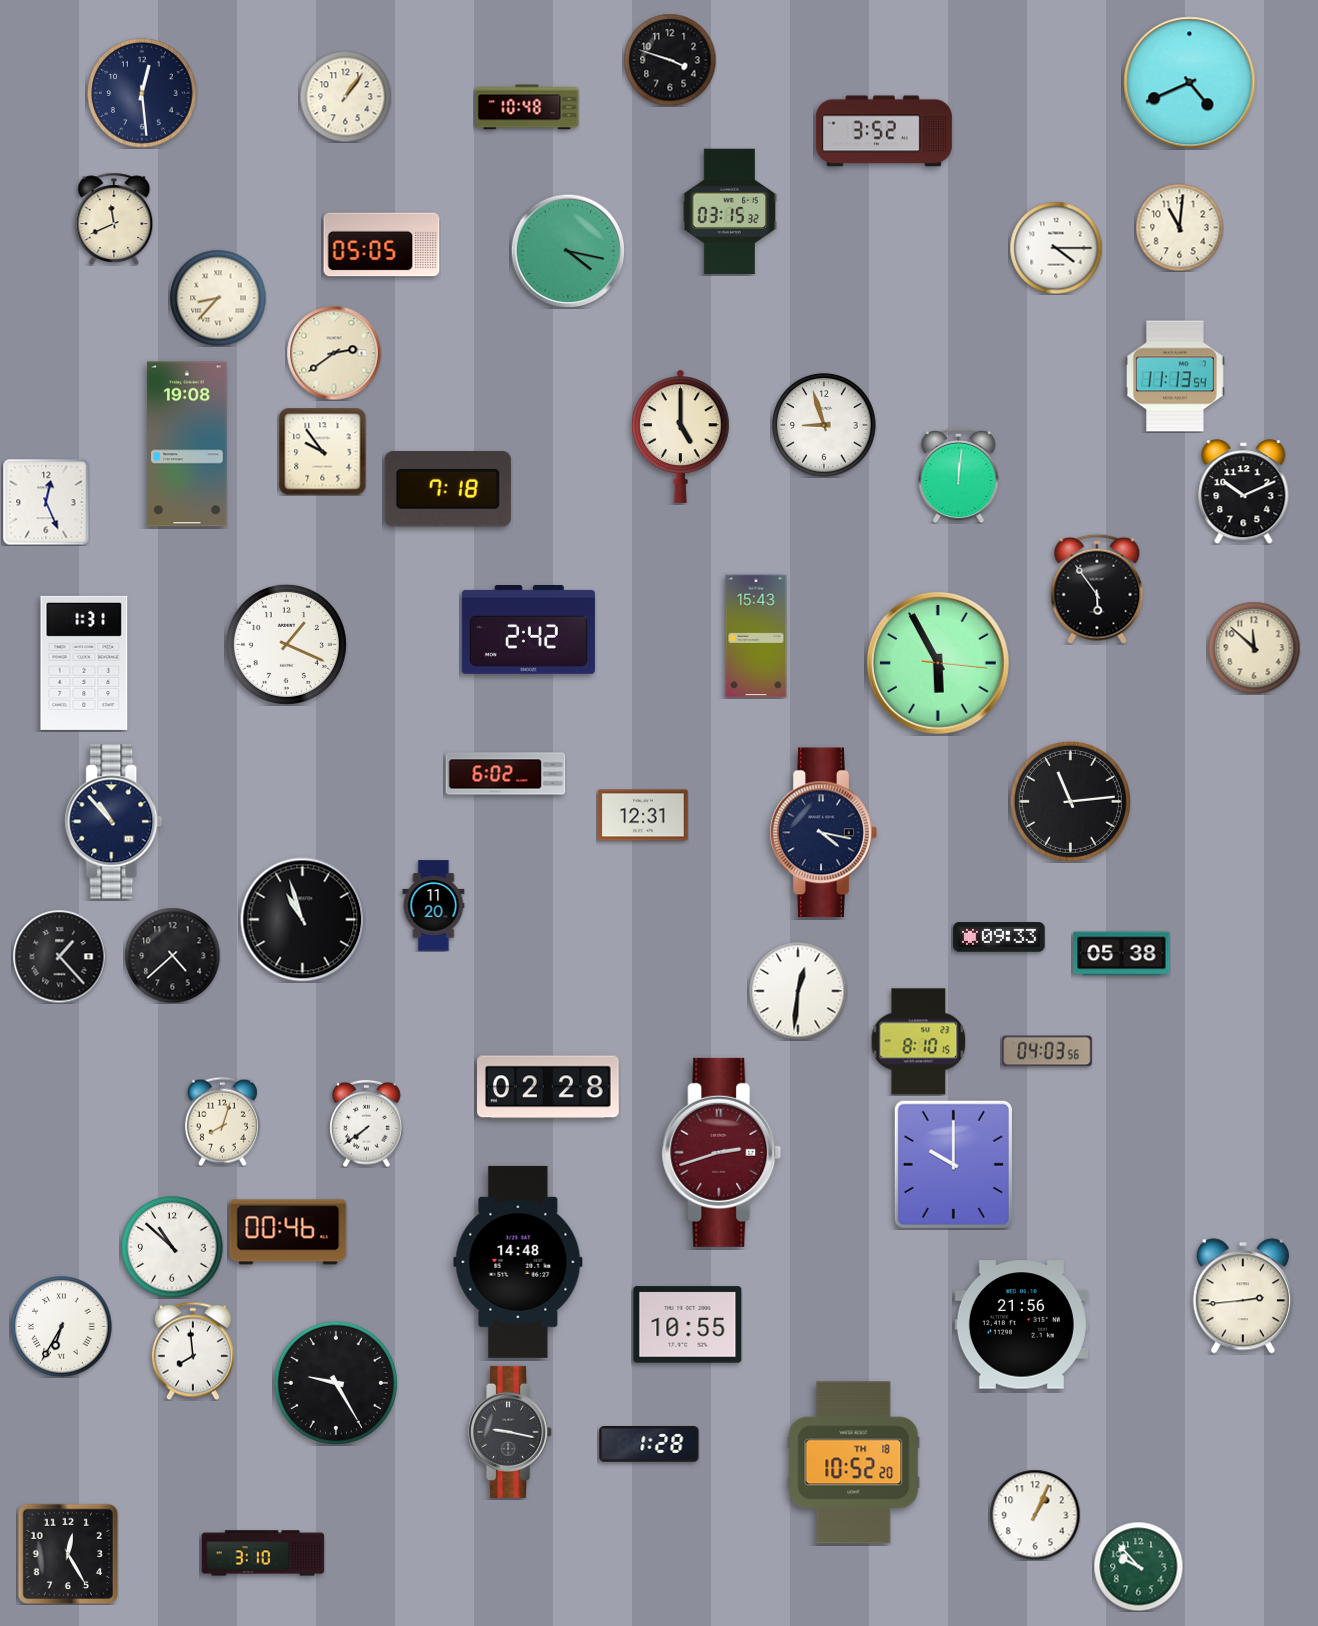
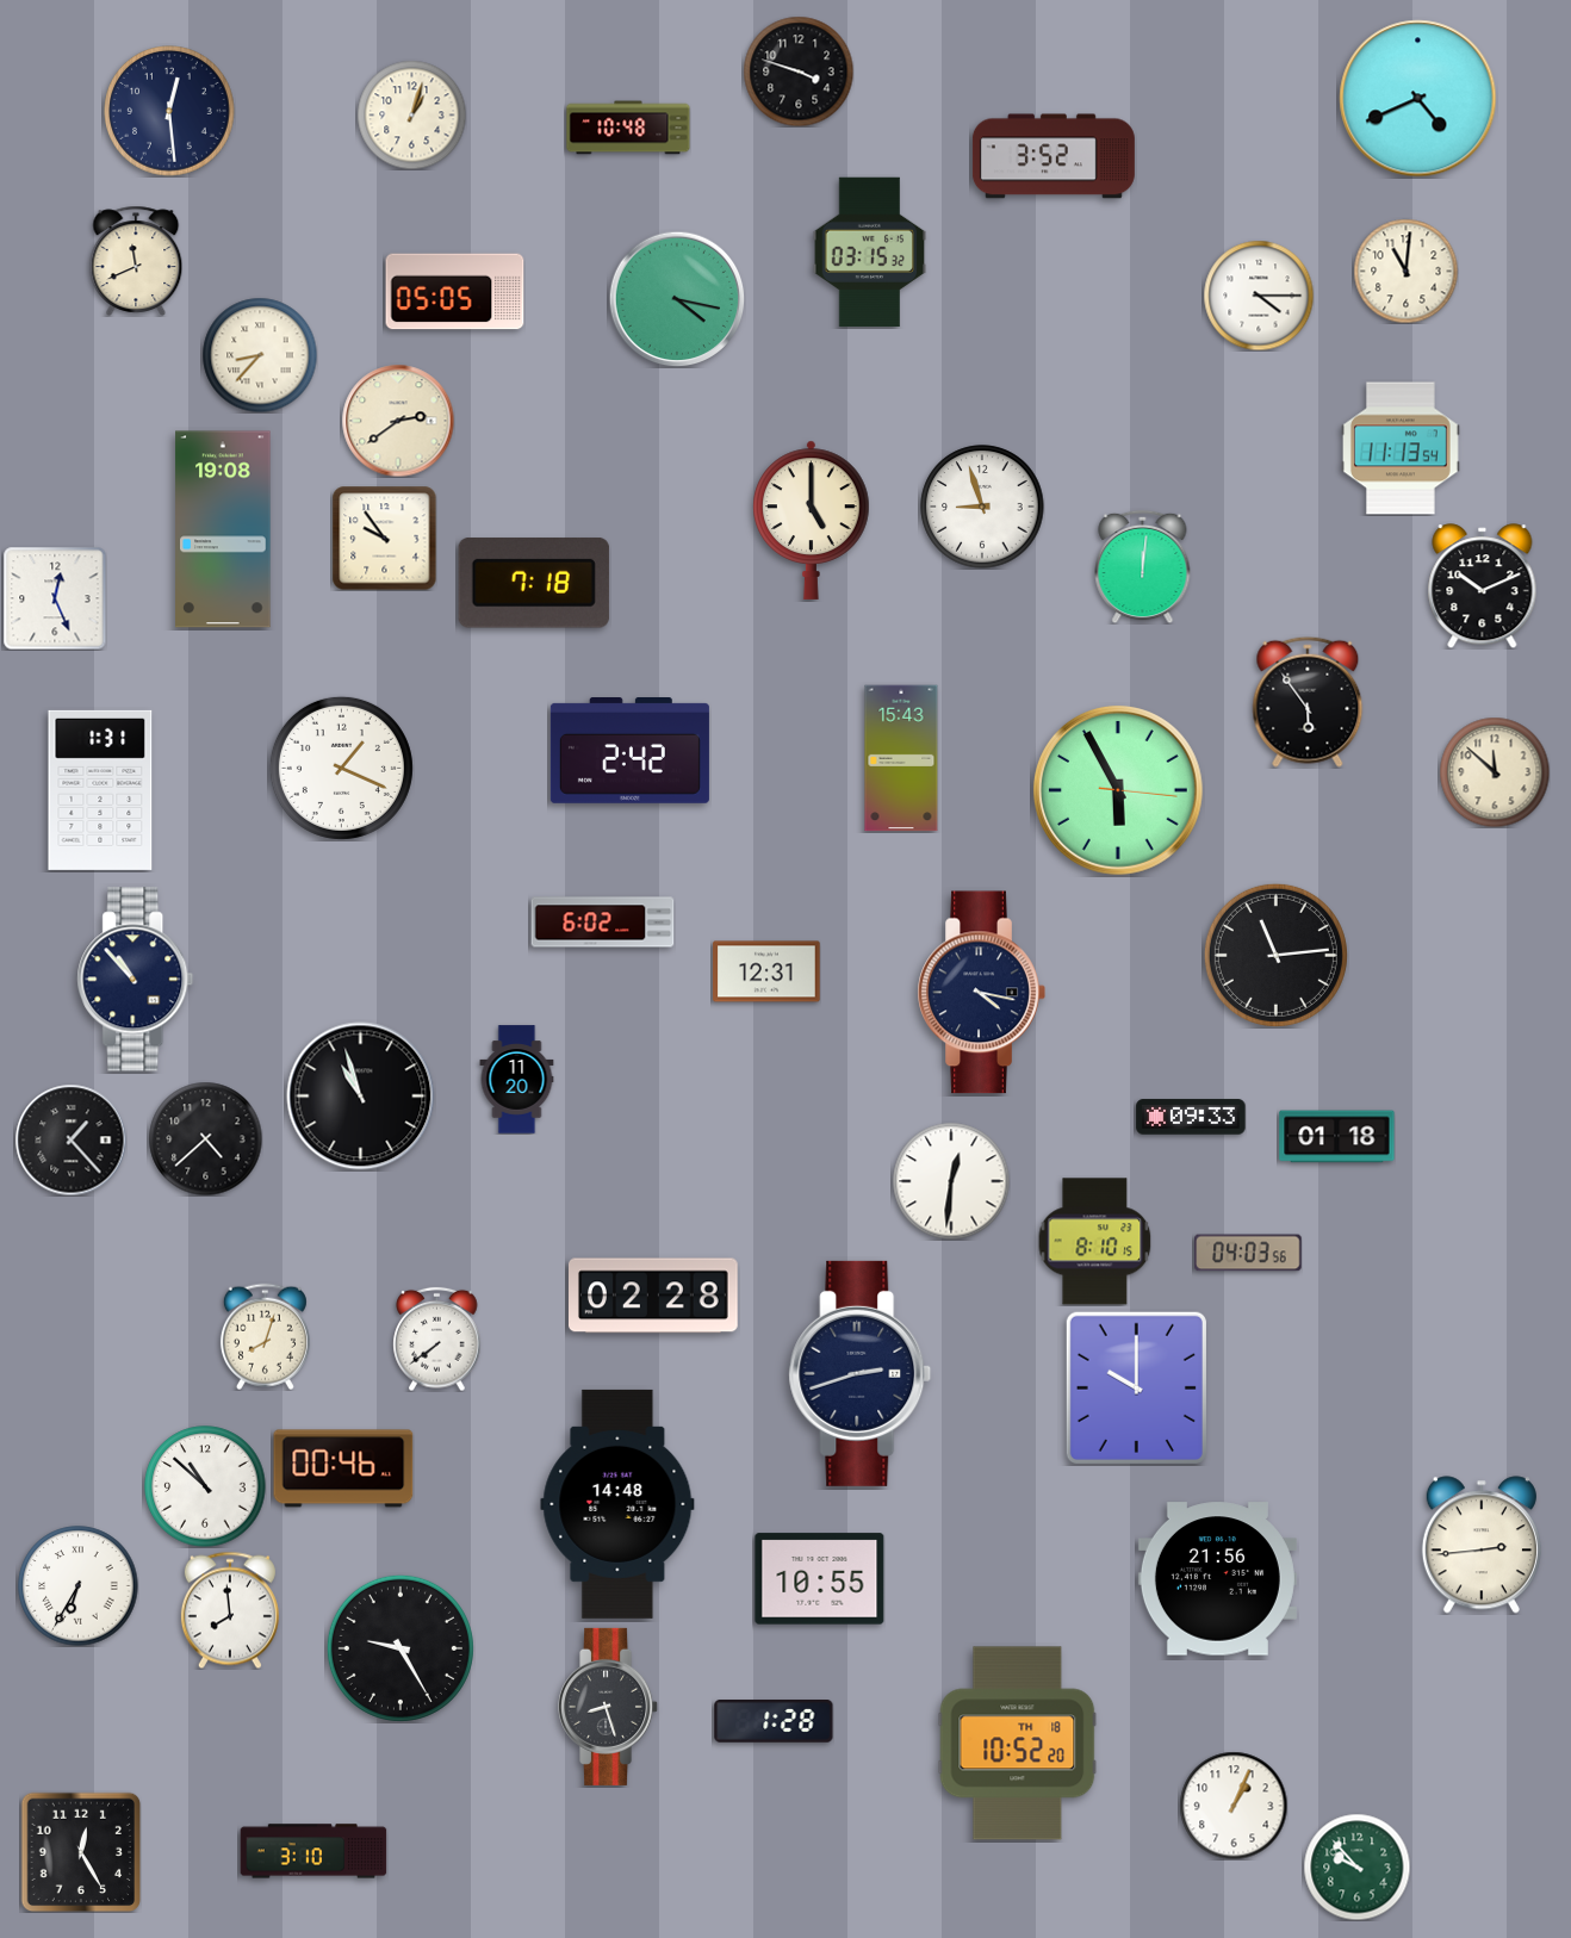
clock at (345, 96): 1:06 -> 1:03
clock at (1122, 954): 05:38 -> 01:18
clock at (722, 1152) dial: burgundy -> navy
clock at (62, 1327) position: (62, 1327) -> (79, 1586)
clock at (511, 1432): 9:17 -> 8:27
